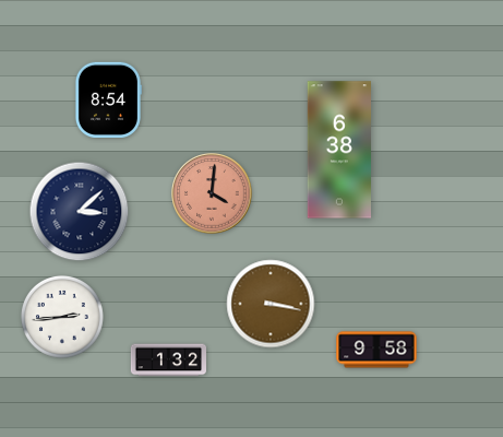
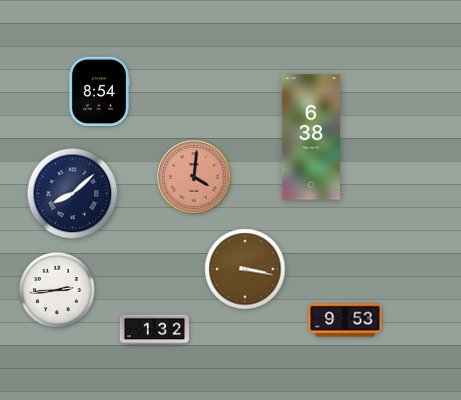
clock at (80, 212): 3:08 -> 8:08
clock at (271, 304) position: (271, 304) -> (245, 269)
clock at (376, 350): 9:58 -> 9:53
